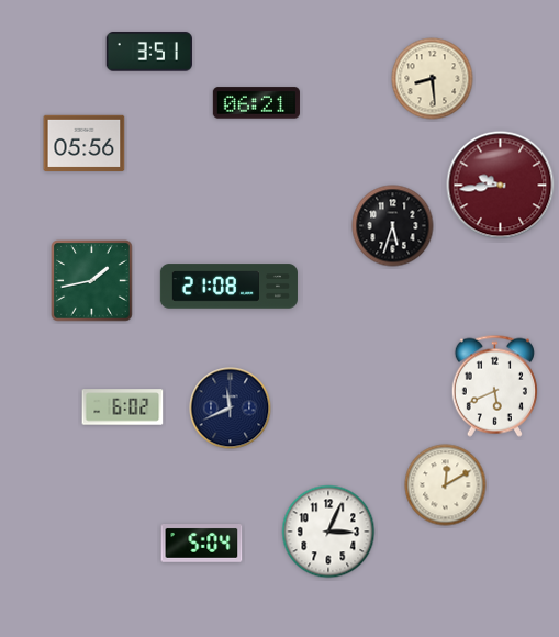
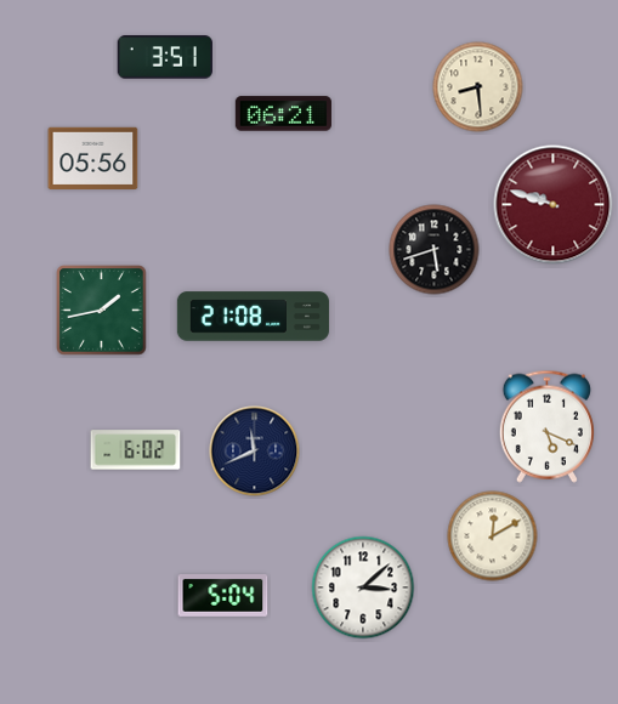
clock at (501, 186): 9:44 -> 9:48
clock at (393, 226): 5:33 -> 5:42
clock at (494, 385): 5:41 -> 5:19
clock at (328, 532): 3:04 -> 3:08
clock at (202, 544) position: (202, 544) -> (223, 596)
